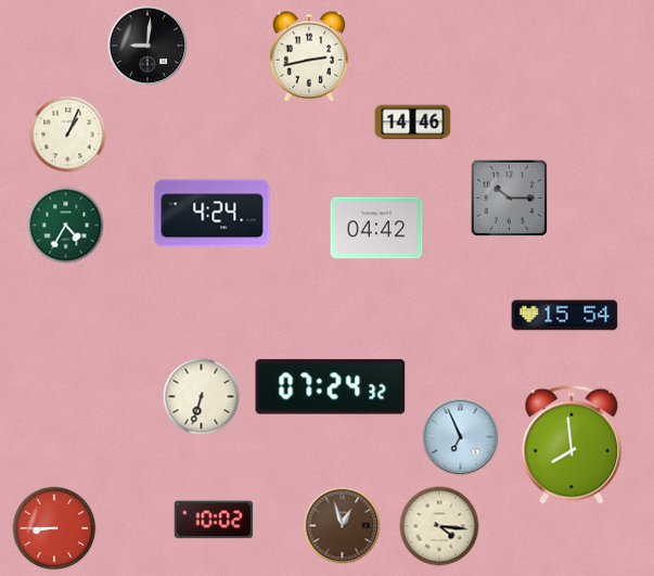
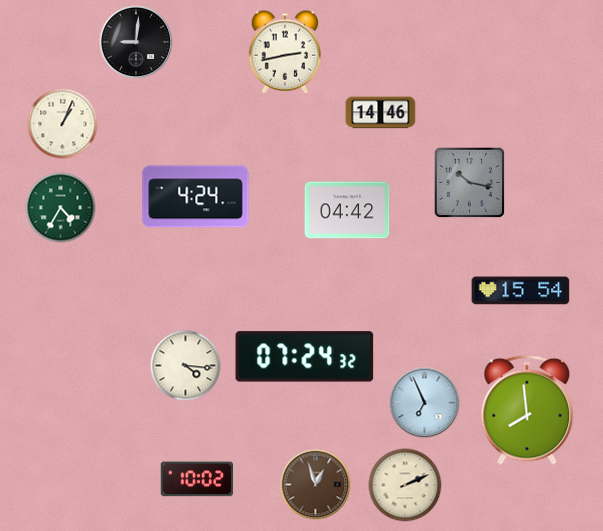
clock at (510, 199): 10:15 -> 10:17
clock at (202, 397): 6:33 -> 4:16
clock at (439, 526): 4:16 -> 2:11
clock at (54, 528): 8:45 -> none
